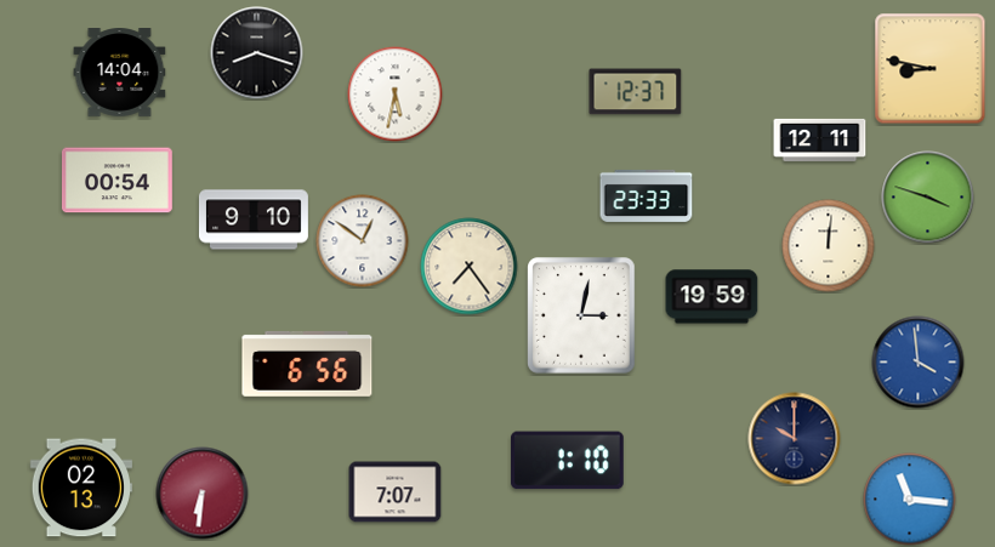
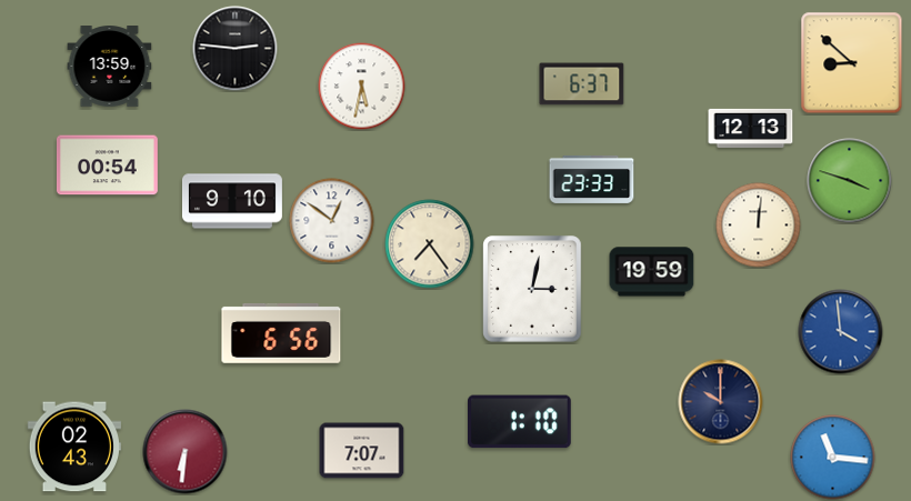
clock at (257, 53): 8:18 -> 2:46
clock at (931, 69): 8:47 -> 8:52
clock at (120, 73): 14:04 -> 13:59
clock at (636, 92): 12:37 -> 6:37
clock at (820, 139): 12:11 -> 12:13
clock at (795, 439) position: (795, 439) -> (721, 402)
clock at (80, 488): 02:13 -> 02:43
